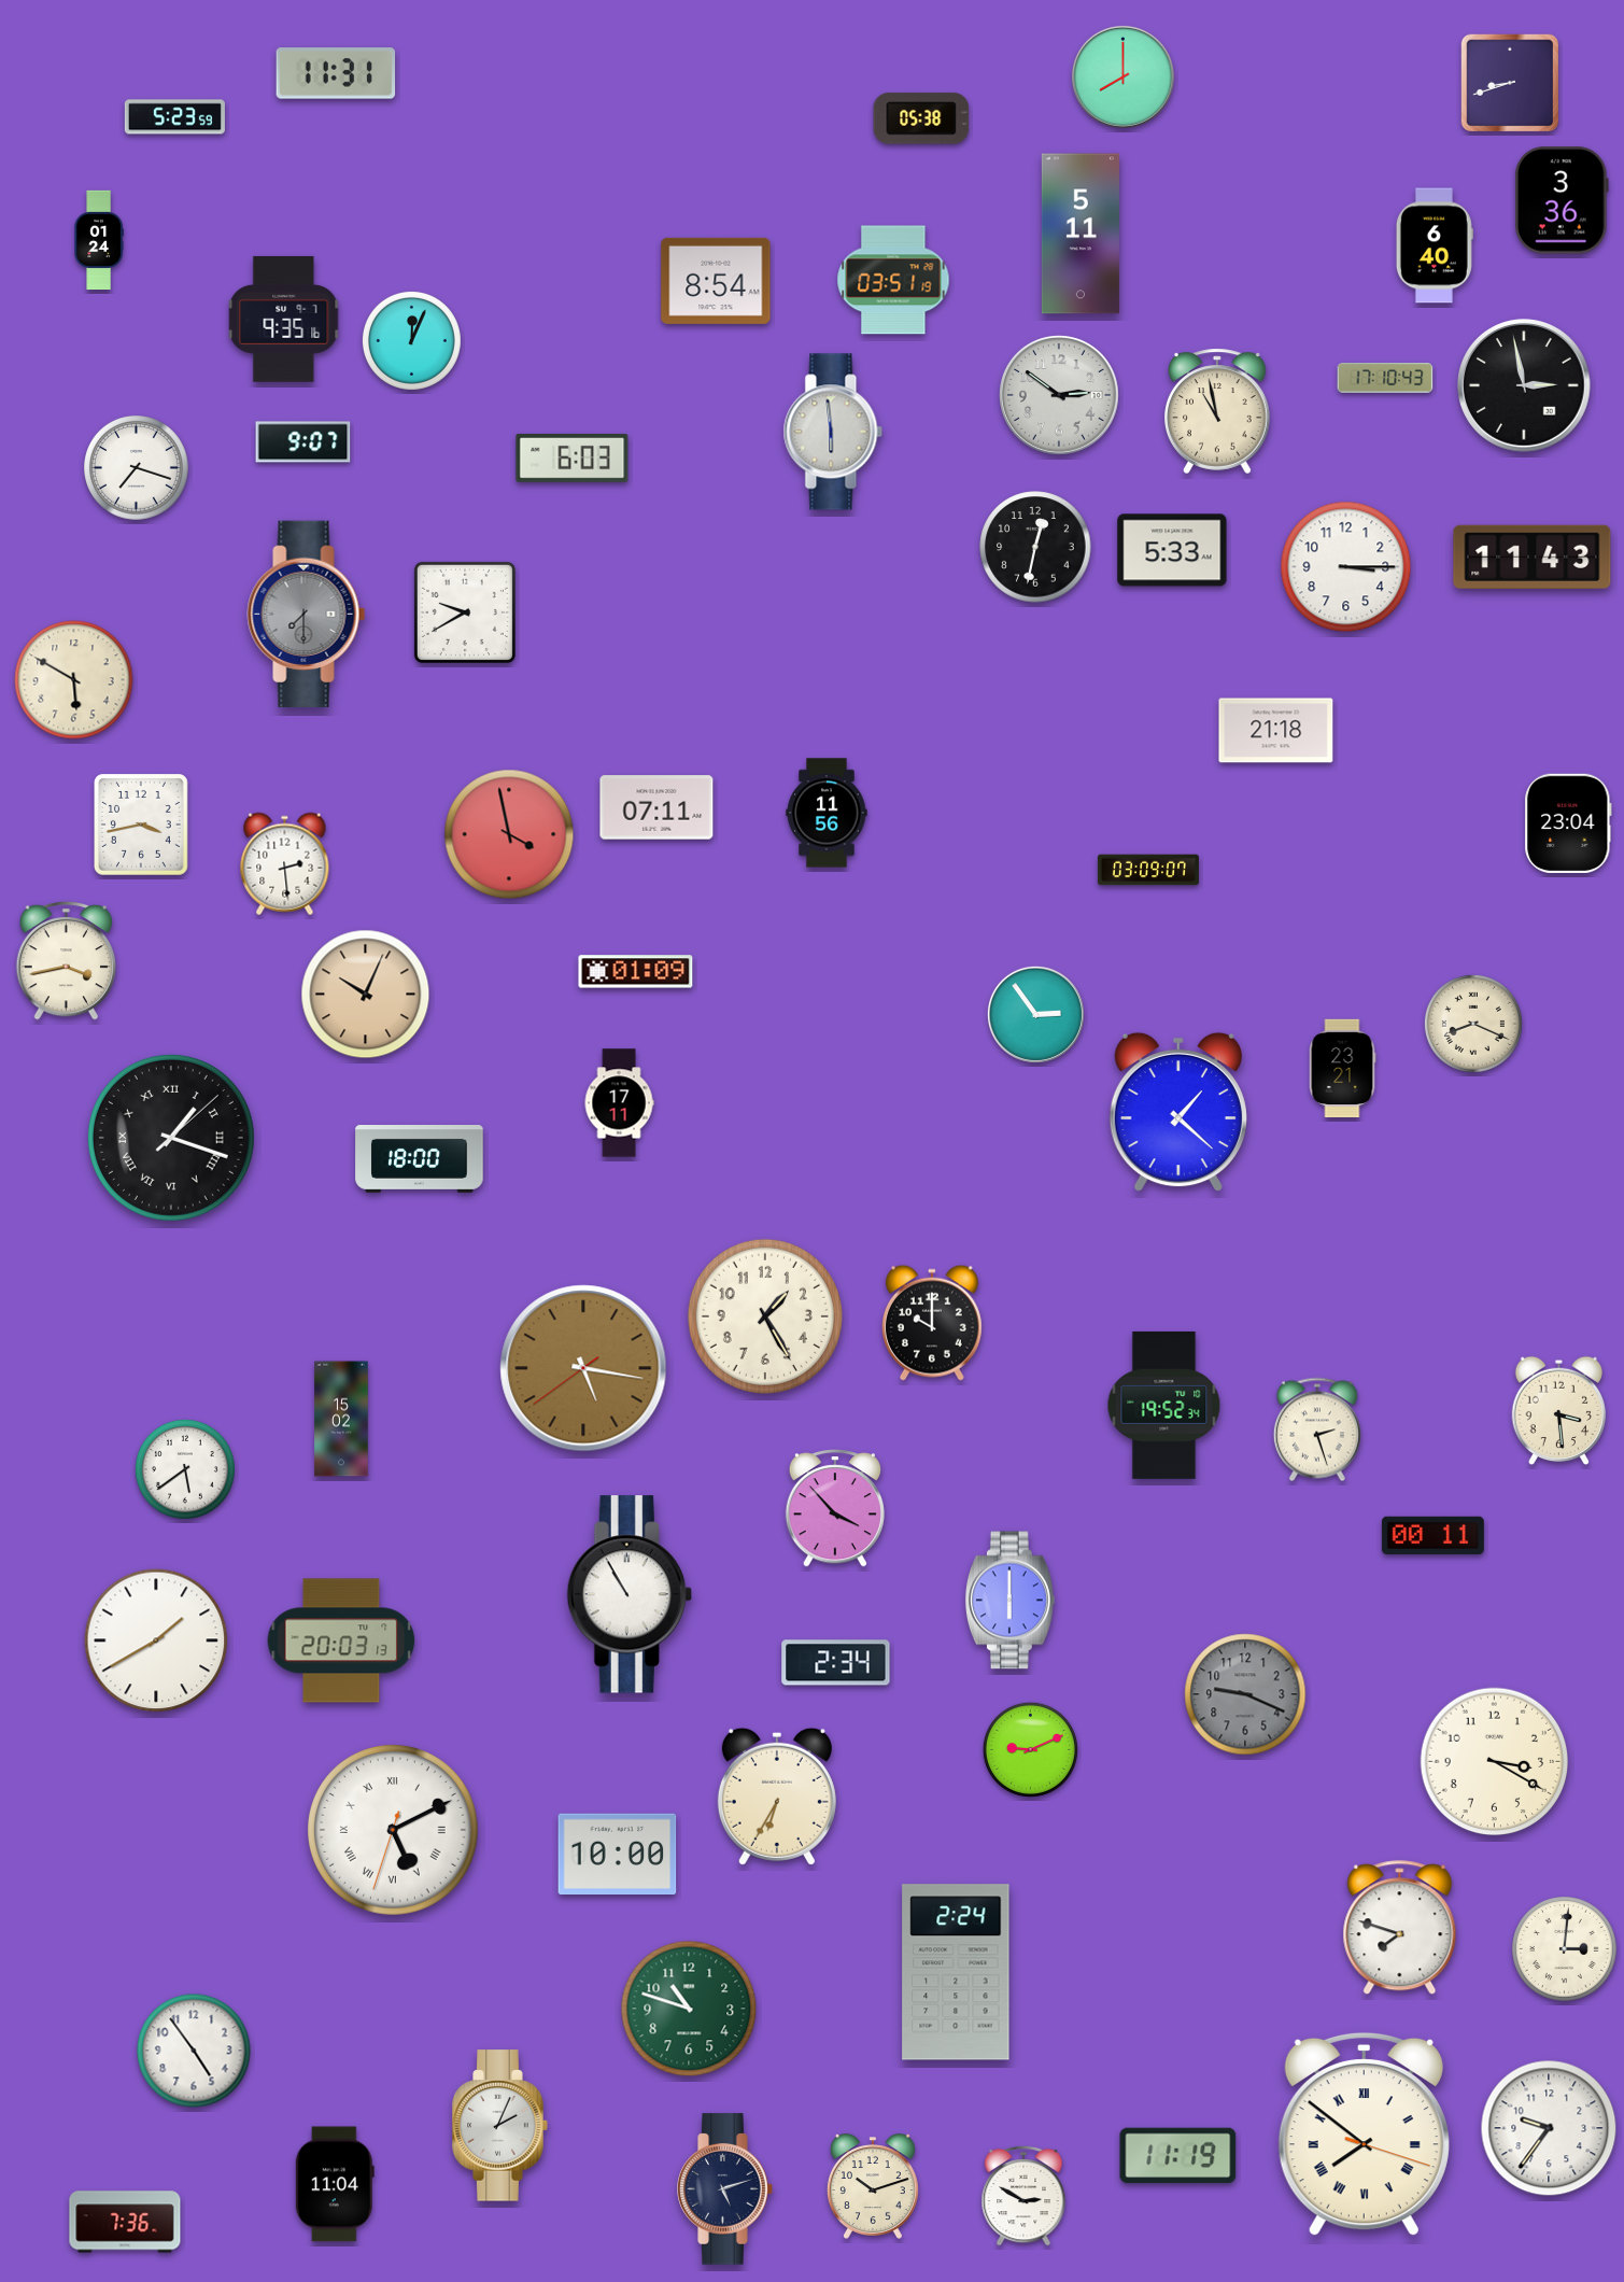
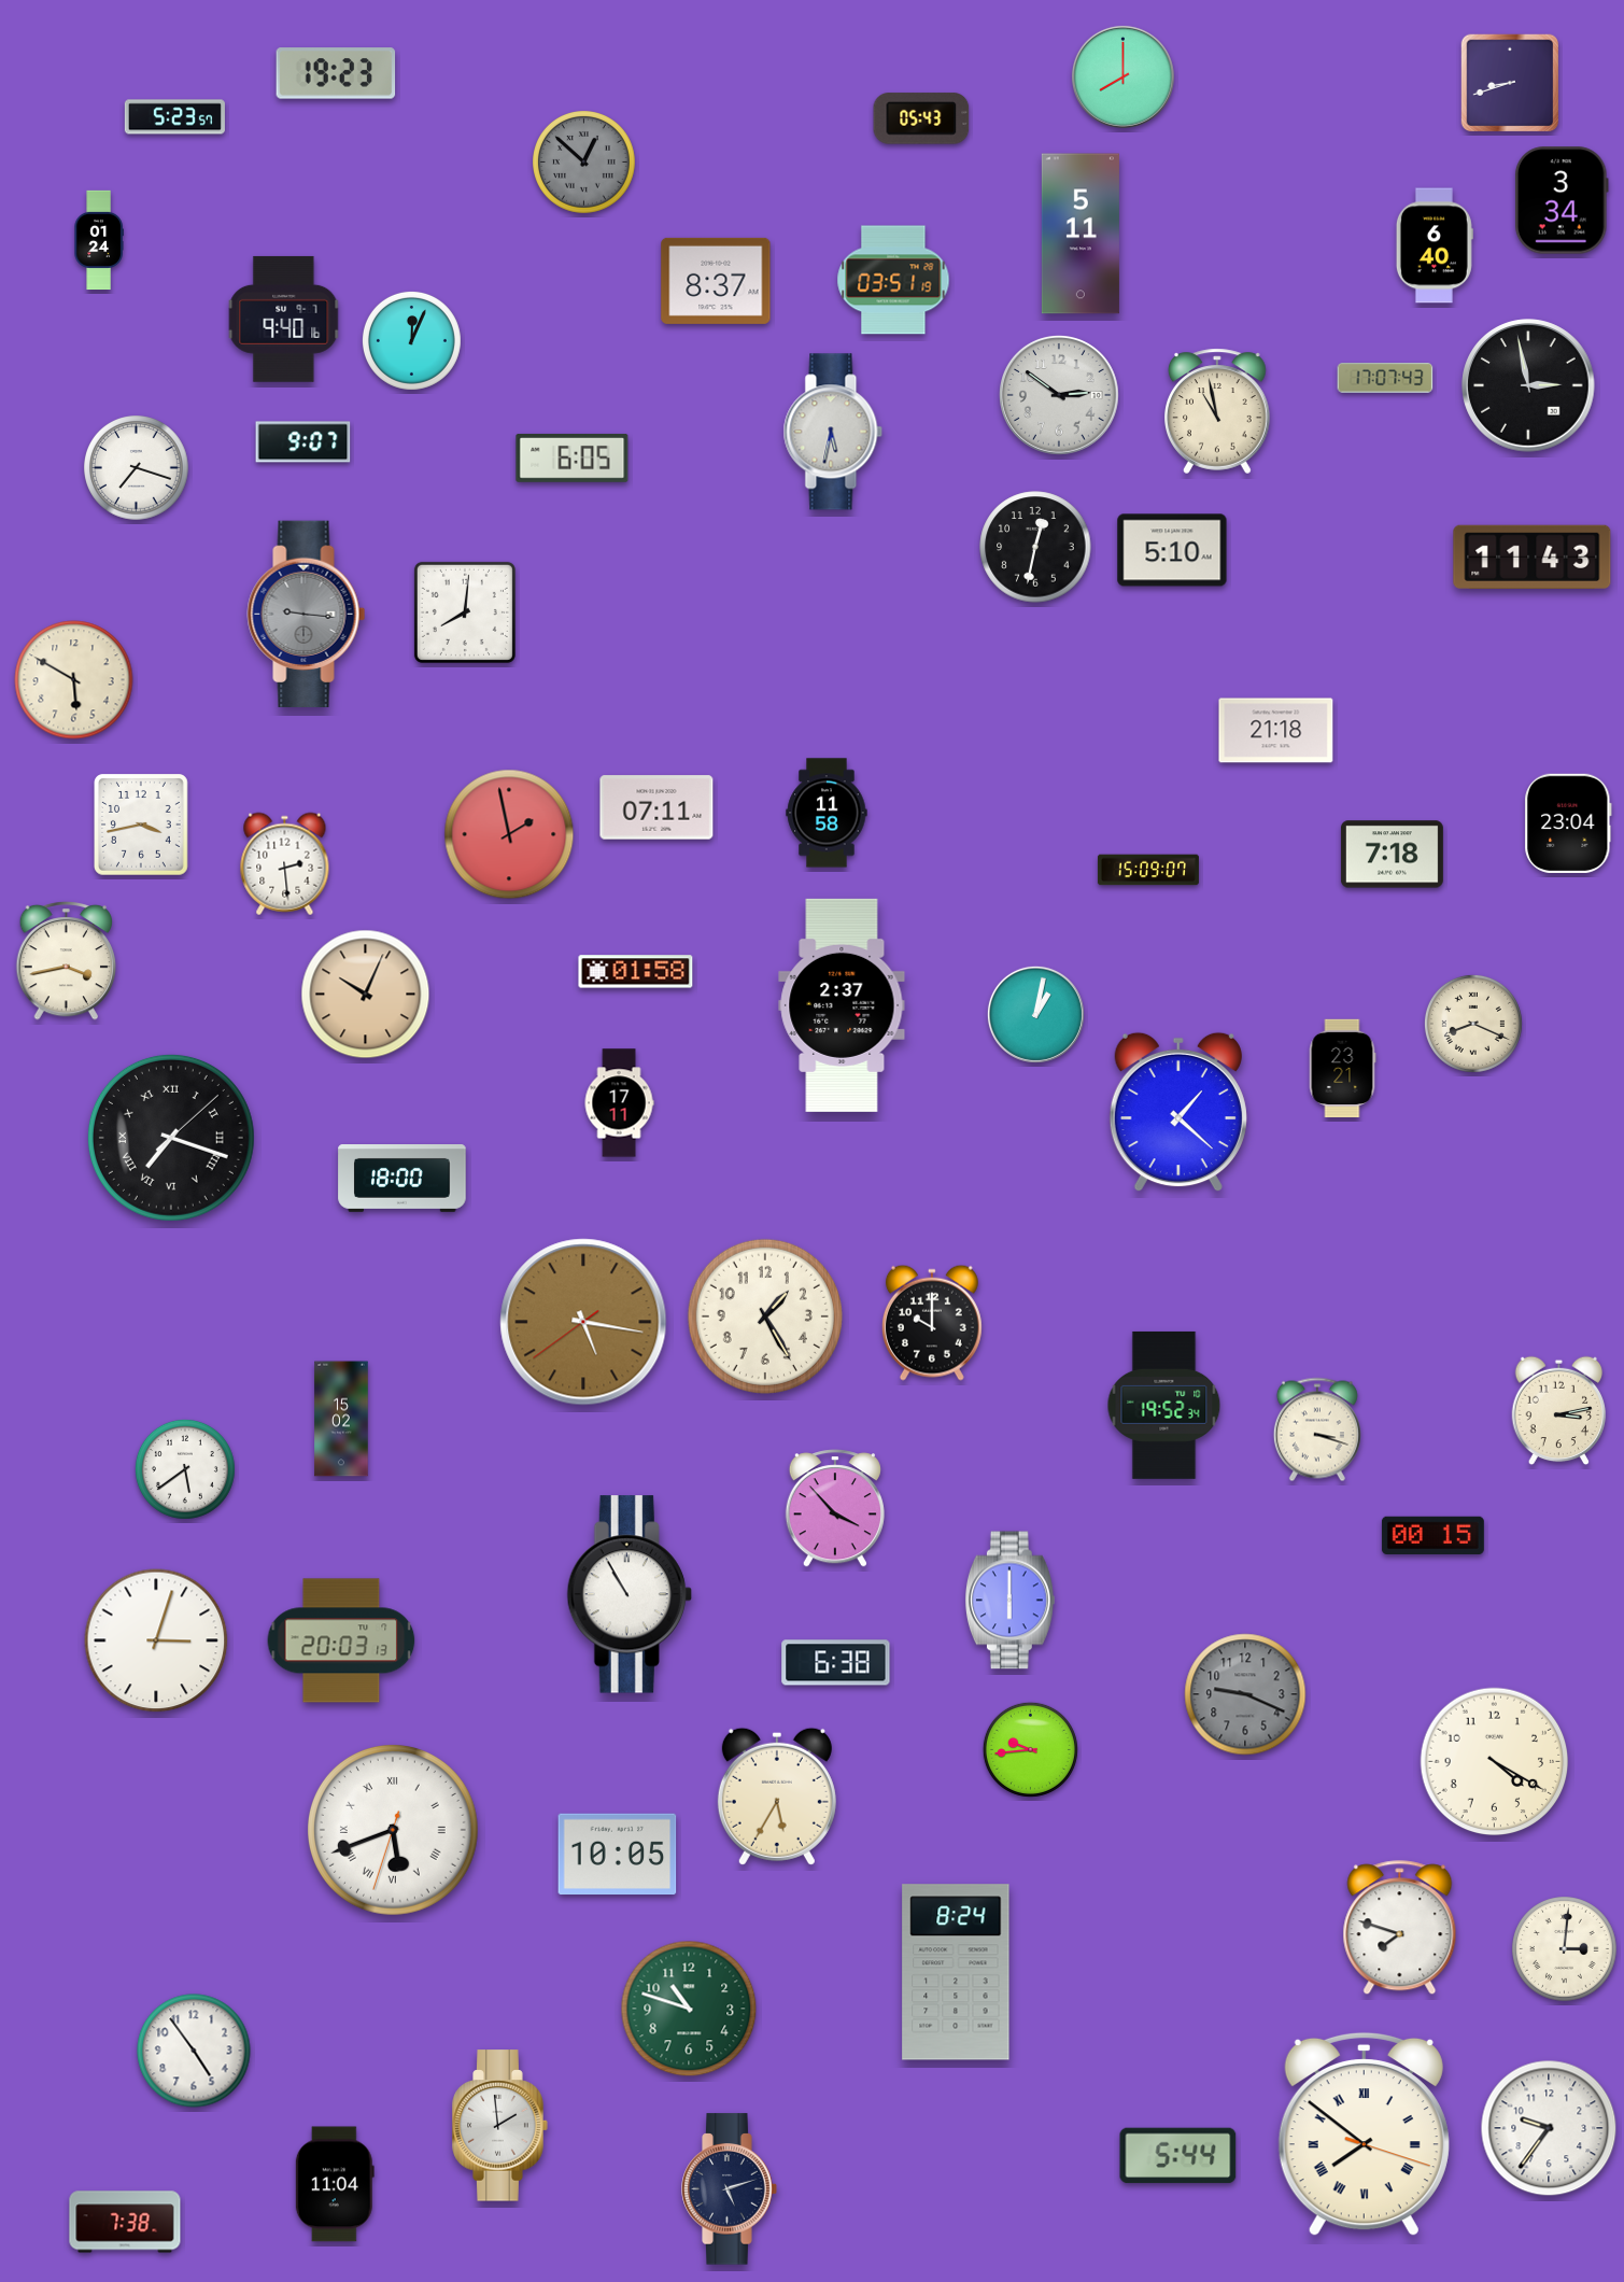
clock at (336, 73): 11:31 -> 19:23
clock at (174, 117): 5:23:59 -> 5:23:57
clock at (921, 118): 05:38 -> 05:43
clock at (584, 163): none -> 12:52
clock at (1562, 200): 3:36 -> 3:34
clock at (716, 281): 8:54 -> 8:37
clock at (284, 319): 9:35 -> 9:40
clock at (1385, 379): 17:10 -> 17:07
clock at (1524, 385) position: (1524, 385) -> (1528, 385)
clock at (833, 432): 5:59 -> 5:32
clock at (573, 457): 6:03 -> 6:05
clock at (1172, 550): 5:33 -> 5:10
clock at (1346, 567): 3:15 -> none
clock at (465, 612): 9:40 -> 8:01
clock at (307, 615): 7:30 -> 9:16
clock at (827, 813): 11:56 -> 11:58
clock at (509, 834): 3:58 -> 1:58
clock at (1392, 855): none -> 7:18
clock at (1148, 870): 03:09 -> 15:09
clock at (636, 972): 01:09 -> 01:58
clock at (842, 1005): none -> 2:37
clock at (1035, 1014): 2:54 -> 1:02
clock at (171, 1138): 1:18 -> 7:18
clock at (420, 1159) position: (420, 1159) -> (403, 1179)
clock at (583, 1368) position: (583, 1368) -> (583, 1322)
clock at (1559, 1411): 3:29 -> 3:13
clock at (1317, 1429): 2:27 -> 3:18
clock at (1432, 1535): 00:11 -> 00:15
clock at (156, 1640): 1:40 -> 3:03
clock at (836, 1663): 2:34 -> 6:38
clock at (1030, 1749): 9:11 -> 9:44
clock at (1495, 1762): 3:20 -> 4:20
clock at (777, 1797): 6:35 -> 5:35
clock at (394, 1831): 5:10 -> 5:41
clock at (618, 1855): 10:00 -> 10:05
clock at (956, 1972): 2:24 -> 8:24
clock at (500, 2126): 2:04 -> 1:59
clock at (1178, 2156): 11:19 -> 5:44
clock at (873, 2186): 10:12 -> none
clock at (725, 2189) position: (725, 2189) -> (730, 2189)
clock at (1023, 2196): 2:50 -> none
clock at (125, 2222): 7:36 -> 7:38
